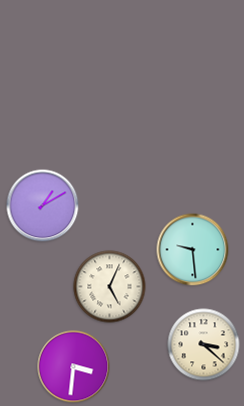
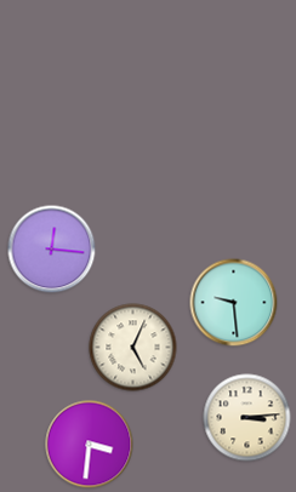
clock at (43, 206): 1:10 -> 12:16
clock at (204, 345): 3:22 -> 3:14
